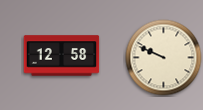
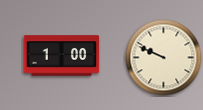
clock at (62, 56): 12:58 -> 1:00
